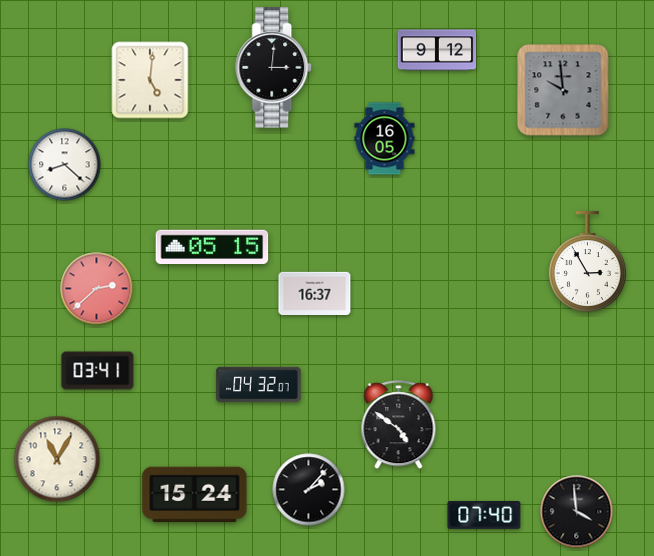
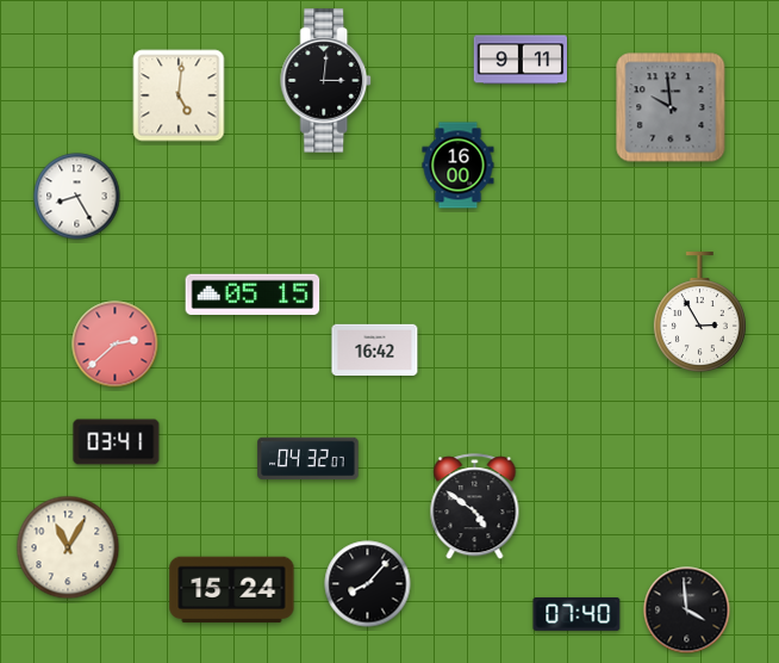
clock at (437, 50): 9:12 -> 9:11
clock at (385, 139): 16:05 -> 16:00
clock at (65, 165): 8:22 -> 8:25
clock at (315, 293): 16:37 -> 16:42
clock at (309, 490): 2:07 -> 8:07
